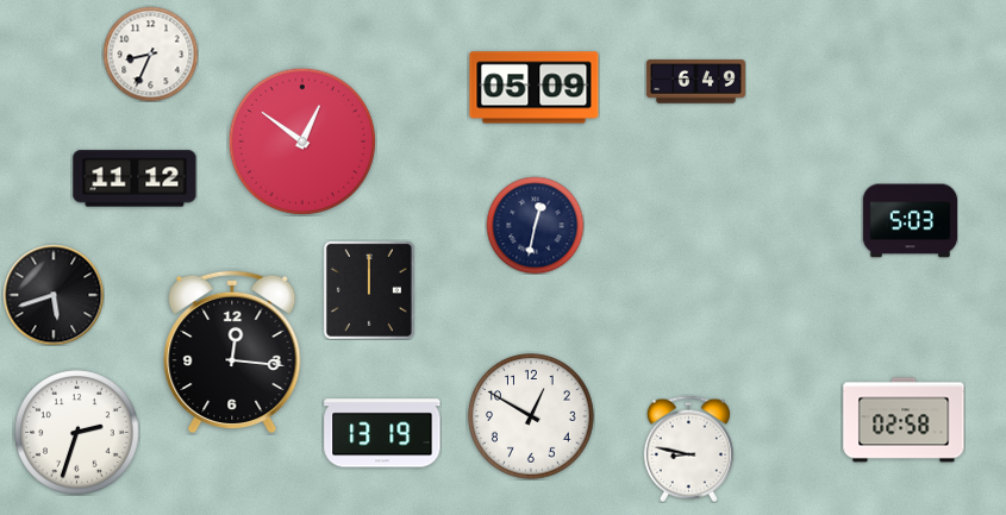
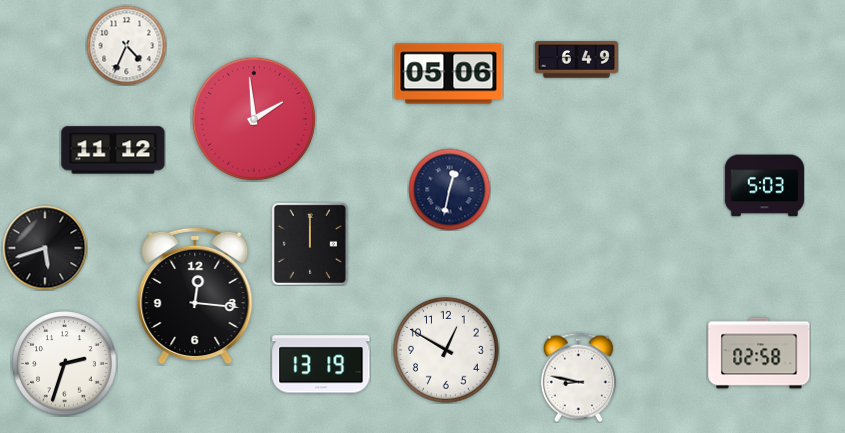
clock at (150, 54): 8:34 -> 4:34
clock at (695, 82) position: (695, 82) -> (576, 60)
clock at (535, 88): 05:09 -> 05:06
clock at (302, 142): 12:51 -> 1:59
